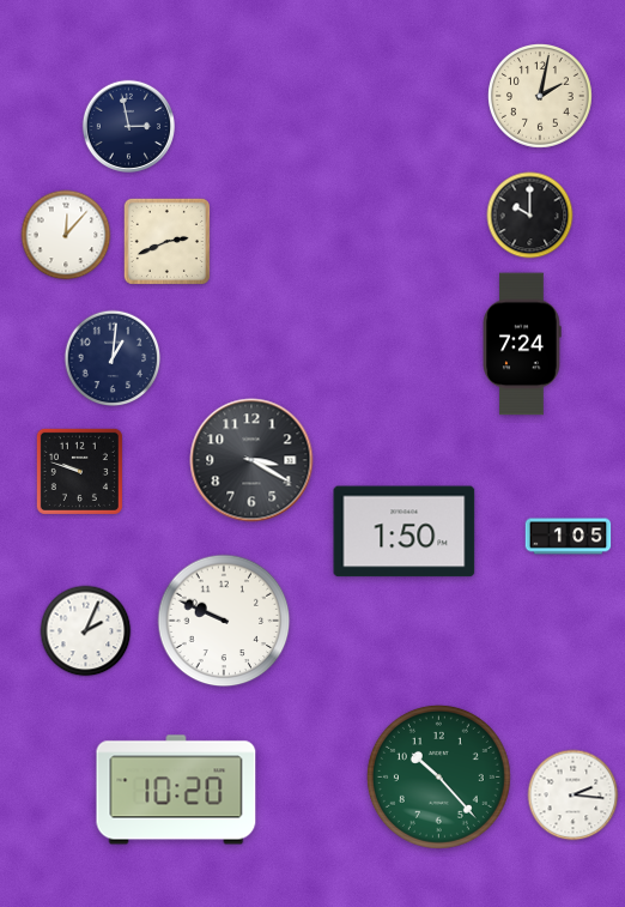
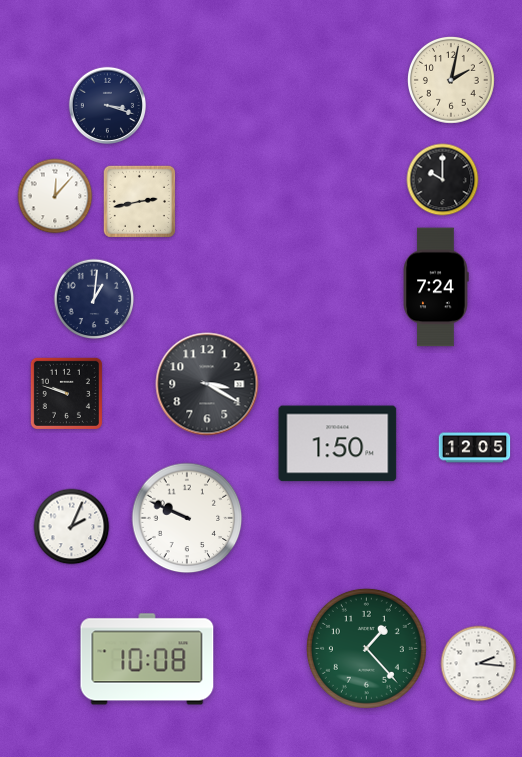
clock at (128, 126): 2:58 -> 3:18
clock at (166, 241): 2:41 -> 2:43
clock at (251, 460) position: (251, 460) -> (207, 384)
clock at (569, 537): 1:05 -> 12:05
clock at (438, 776): 10:23 -> 1:23
clock at (176, 790): 10:20 -> 10:08
